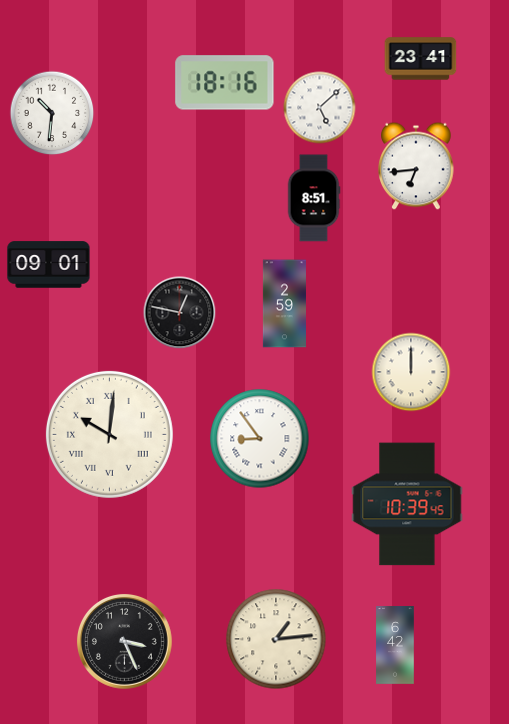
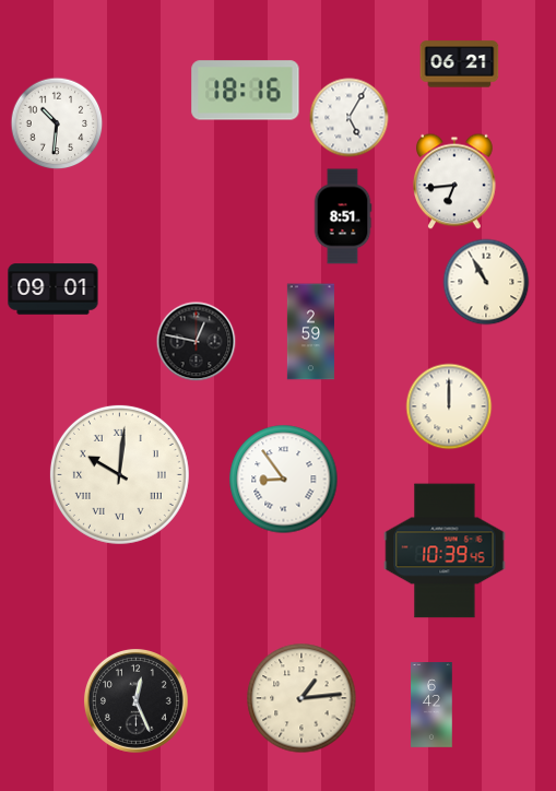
clock at (421, 59): 23:41 -> 06:21
clock at (320, 108): 5:08 -> 5:05
clock at (486, 282): none -> 10:55
clock at (124, 641): 3:26 -> 12:26
